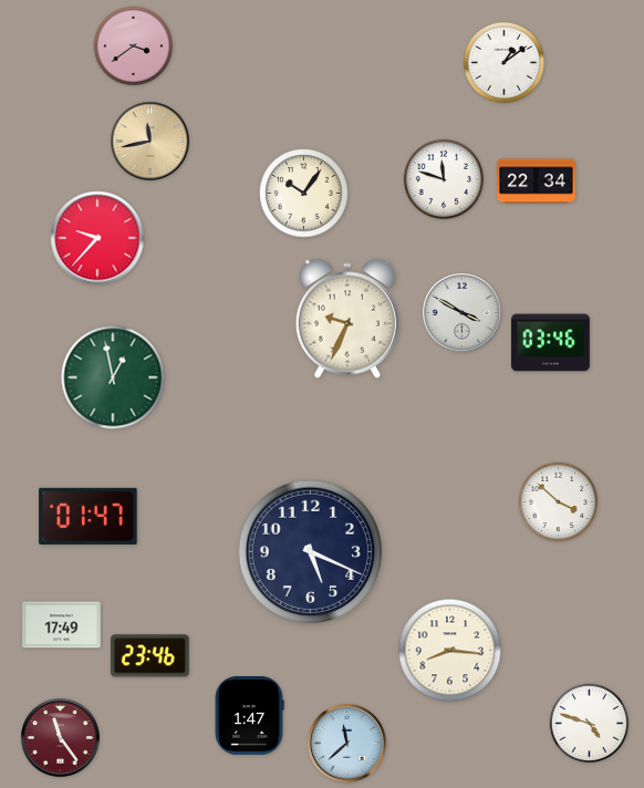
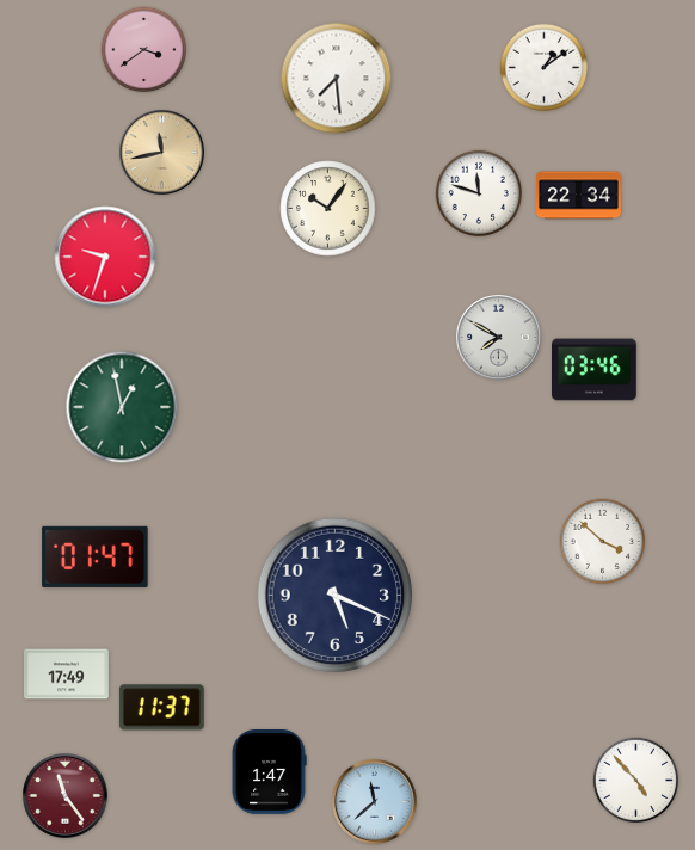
clock at (337, 79): none -> 7:29
clock at (97, 238): 9:37 -> 9:33
clock at (463, 313): 3:50 -> 7:50
clock at (347, 319): 9:34 -> none
clock at (450, 651): 8:16 -> none
clock at (149, 656): 23:46 -> 11:37
clock at (590, 724): 4:48 -> 4:53
